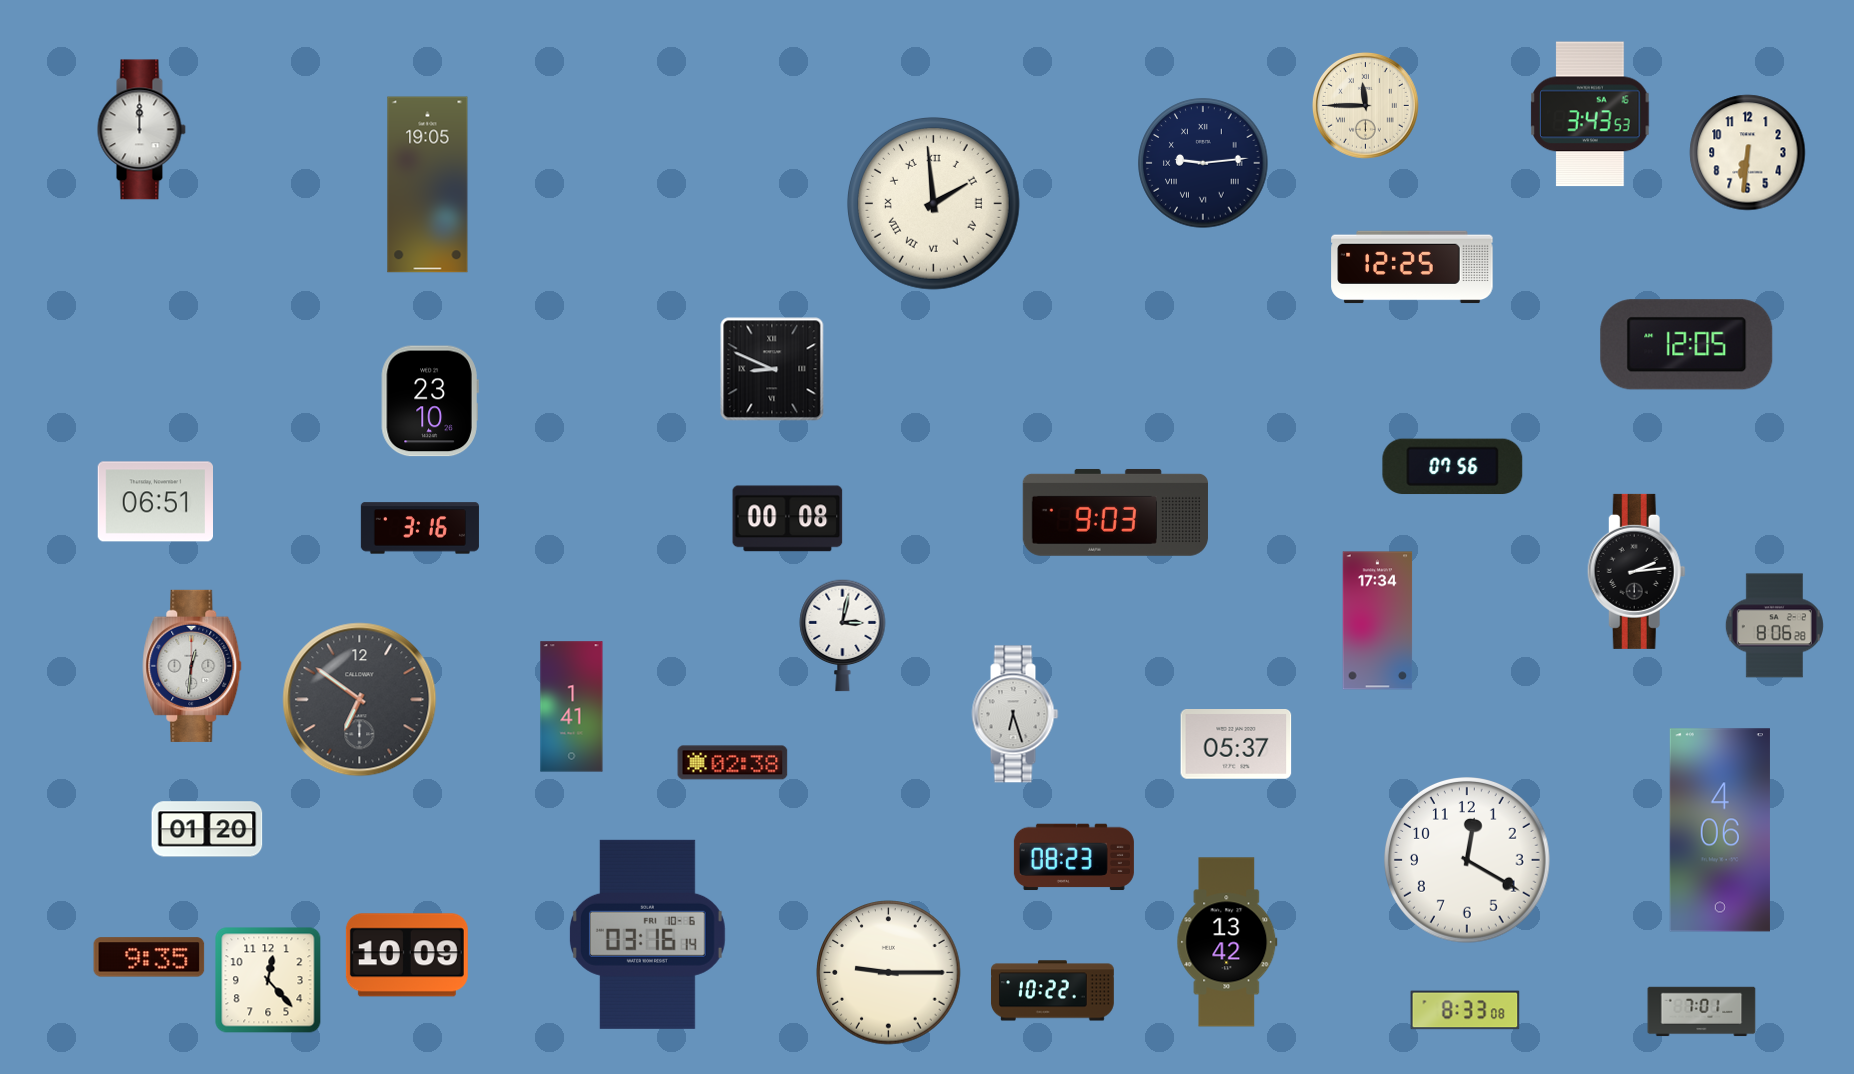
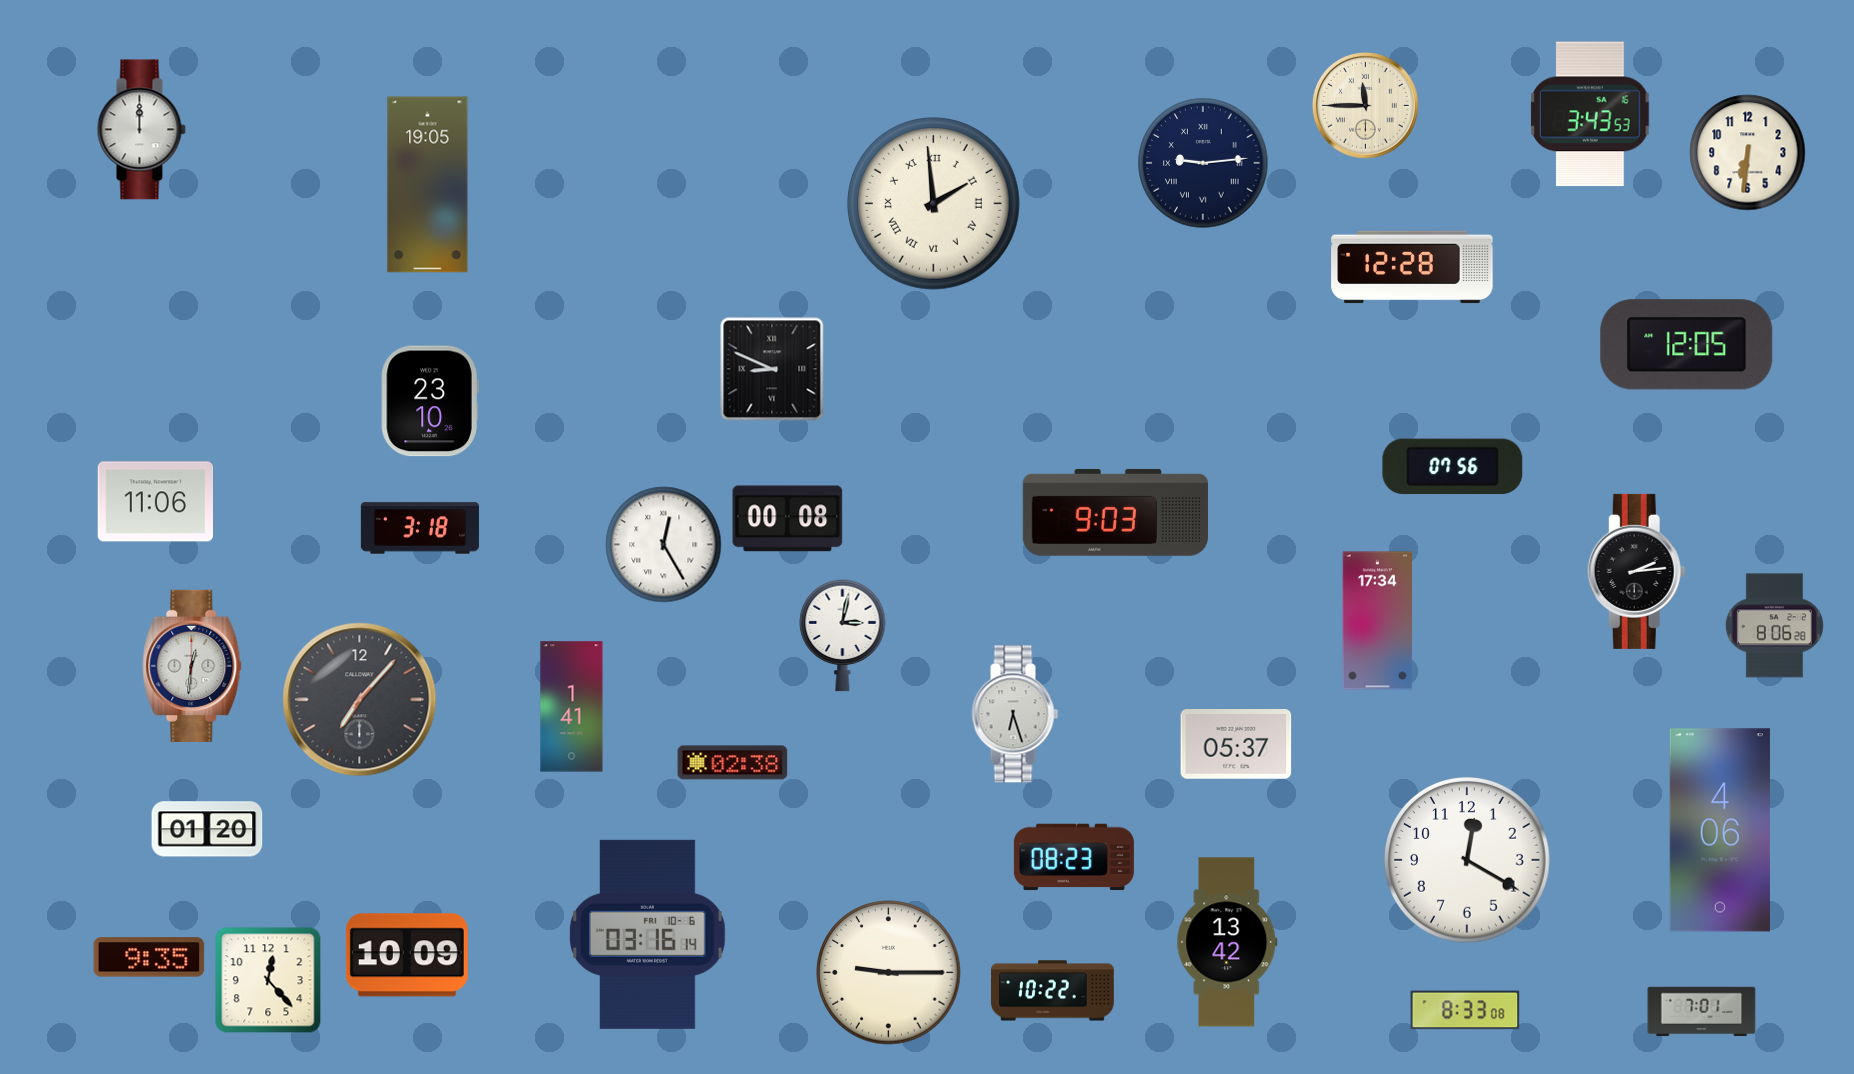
clock at (1412, 267): 12:25 -> 12:28
clock at (155, 502): 06:51 -> 11:06
clock at (420, 528): 3:16 -> 3:18
clock at (664, 545): none -> 12:25
clock at (360, 700): 6:51 -> 7:07
